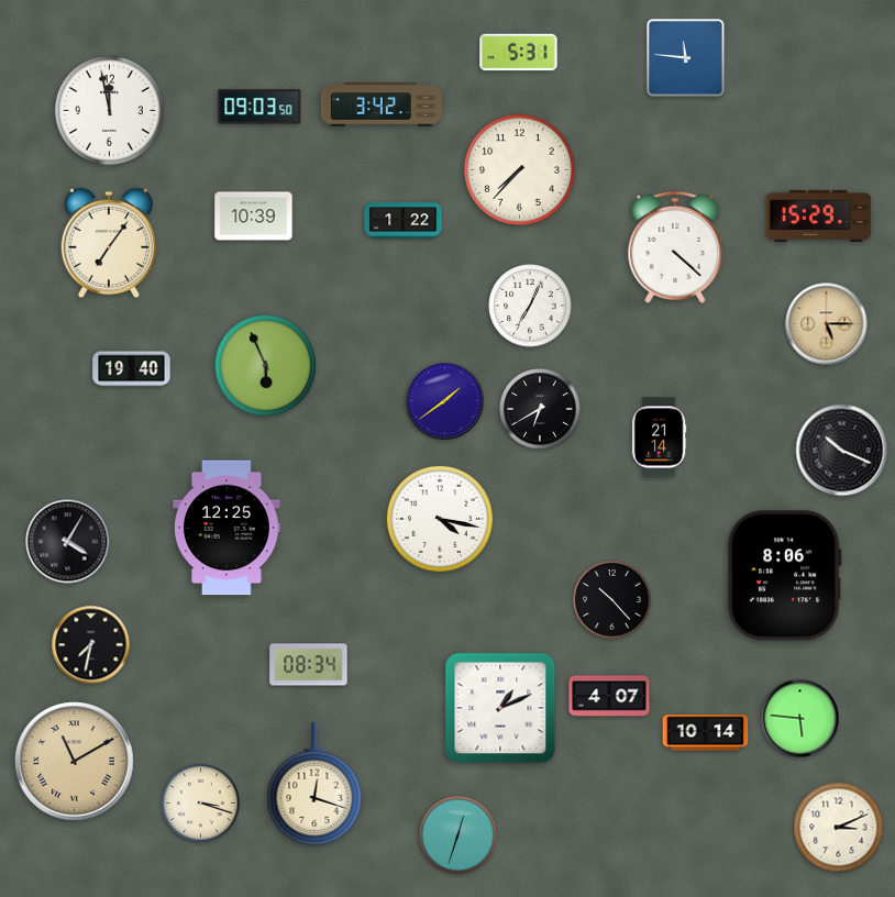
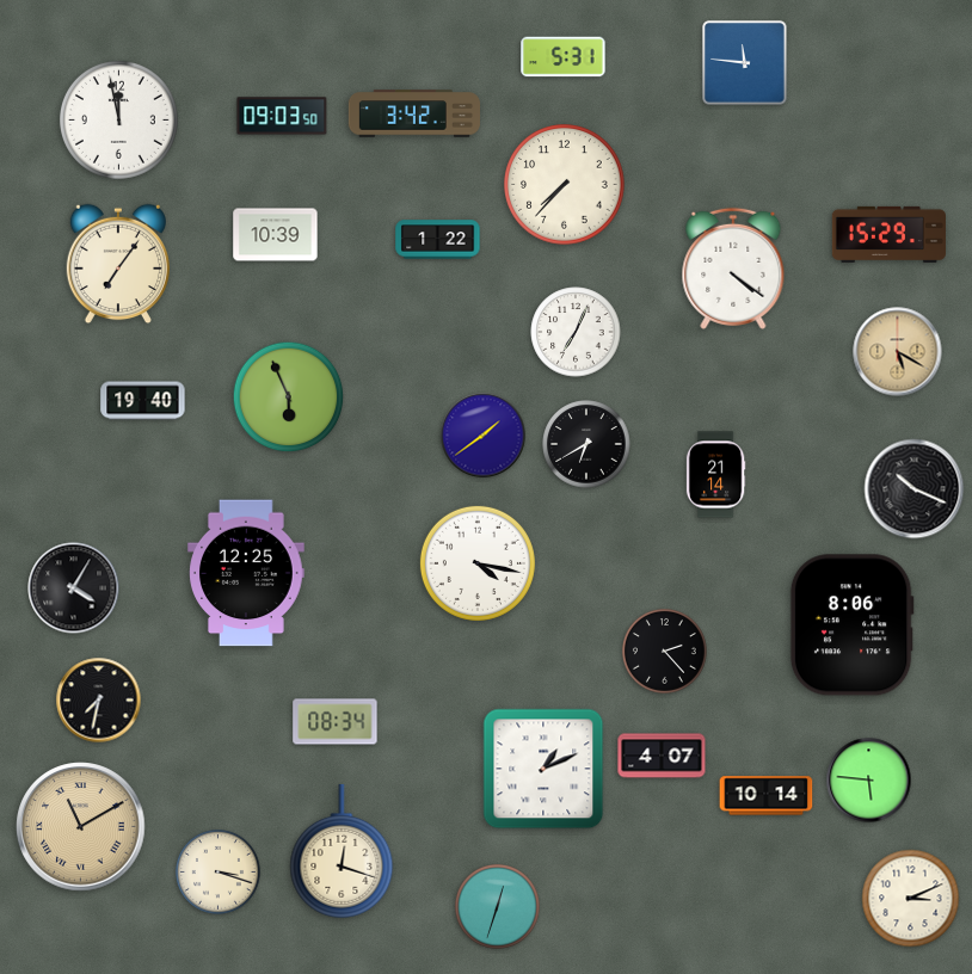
clock at (675, 247): 4:22 -> 4:21
clock at (827, 324): 5:15 -> 5:20
clock at (611, 599): 10:23 -> 2:23
